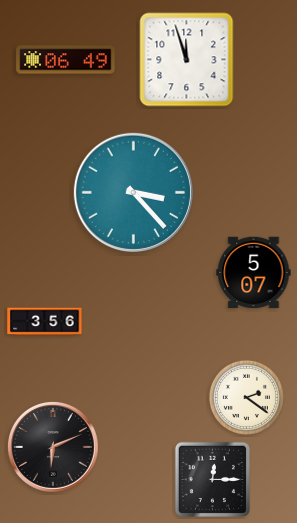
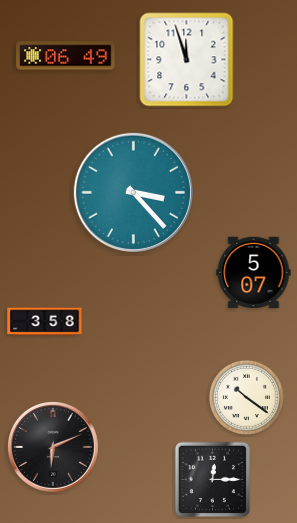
clock at (66, 60) position: (66, 60) -> (66, 56)
clock at (45, 322): 3:56 -> 3:58
clock at (246, 397): 2:21 -> 10:21
